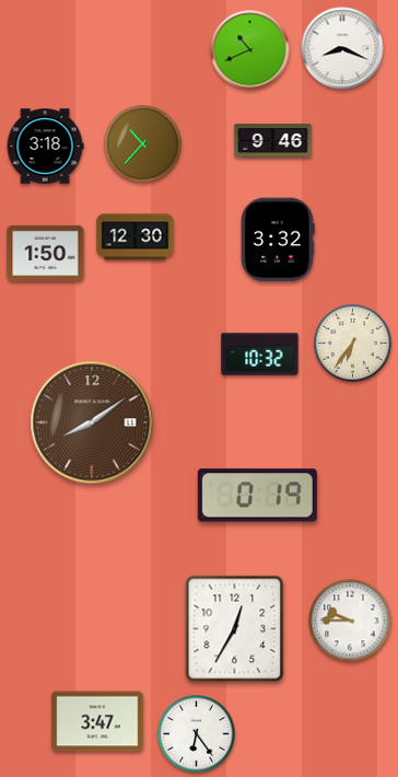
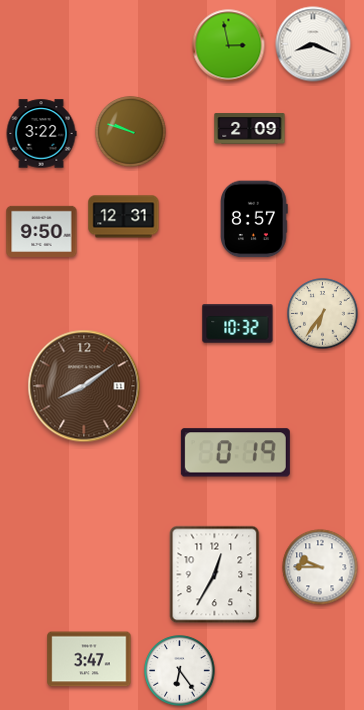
clock at (250, 50): 10:41 -> 2:58
clock at (273, 141): 9:46 -> 2:09
clock at (143, 144): 10:37 -> 9:48
clock at (45, 147): 3:18 -> 3:22
clock at (136, 237): 12:30 -> 12:31
clock at (278, 240): 3:32 -> 8:57
clock at (46, 253): 1:50 -> 9:50
